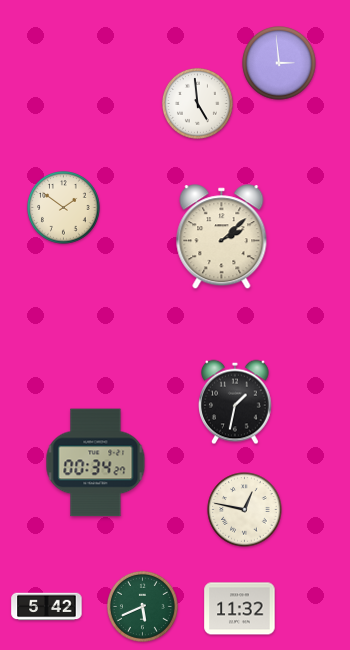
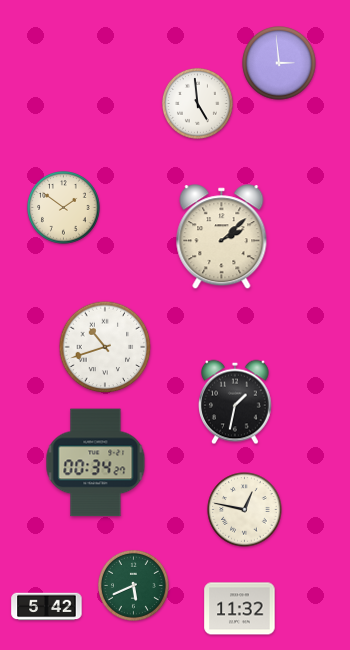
clock at (105, 347): none -> 10:42
clock at (142, 606) position: (142, 606) -> (133, 585)
